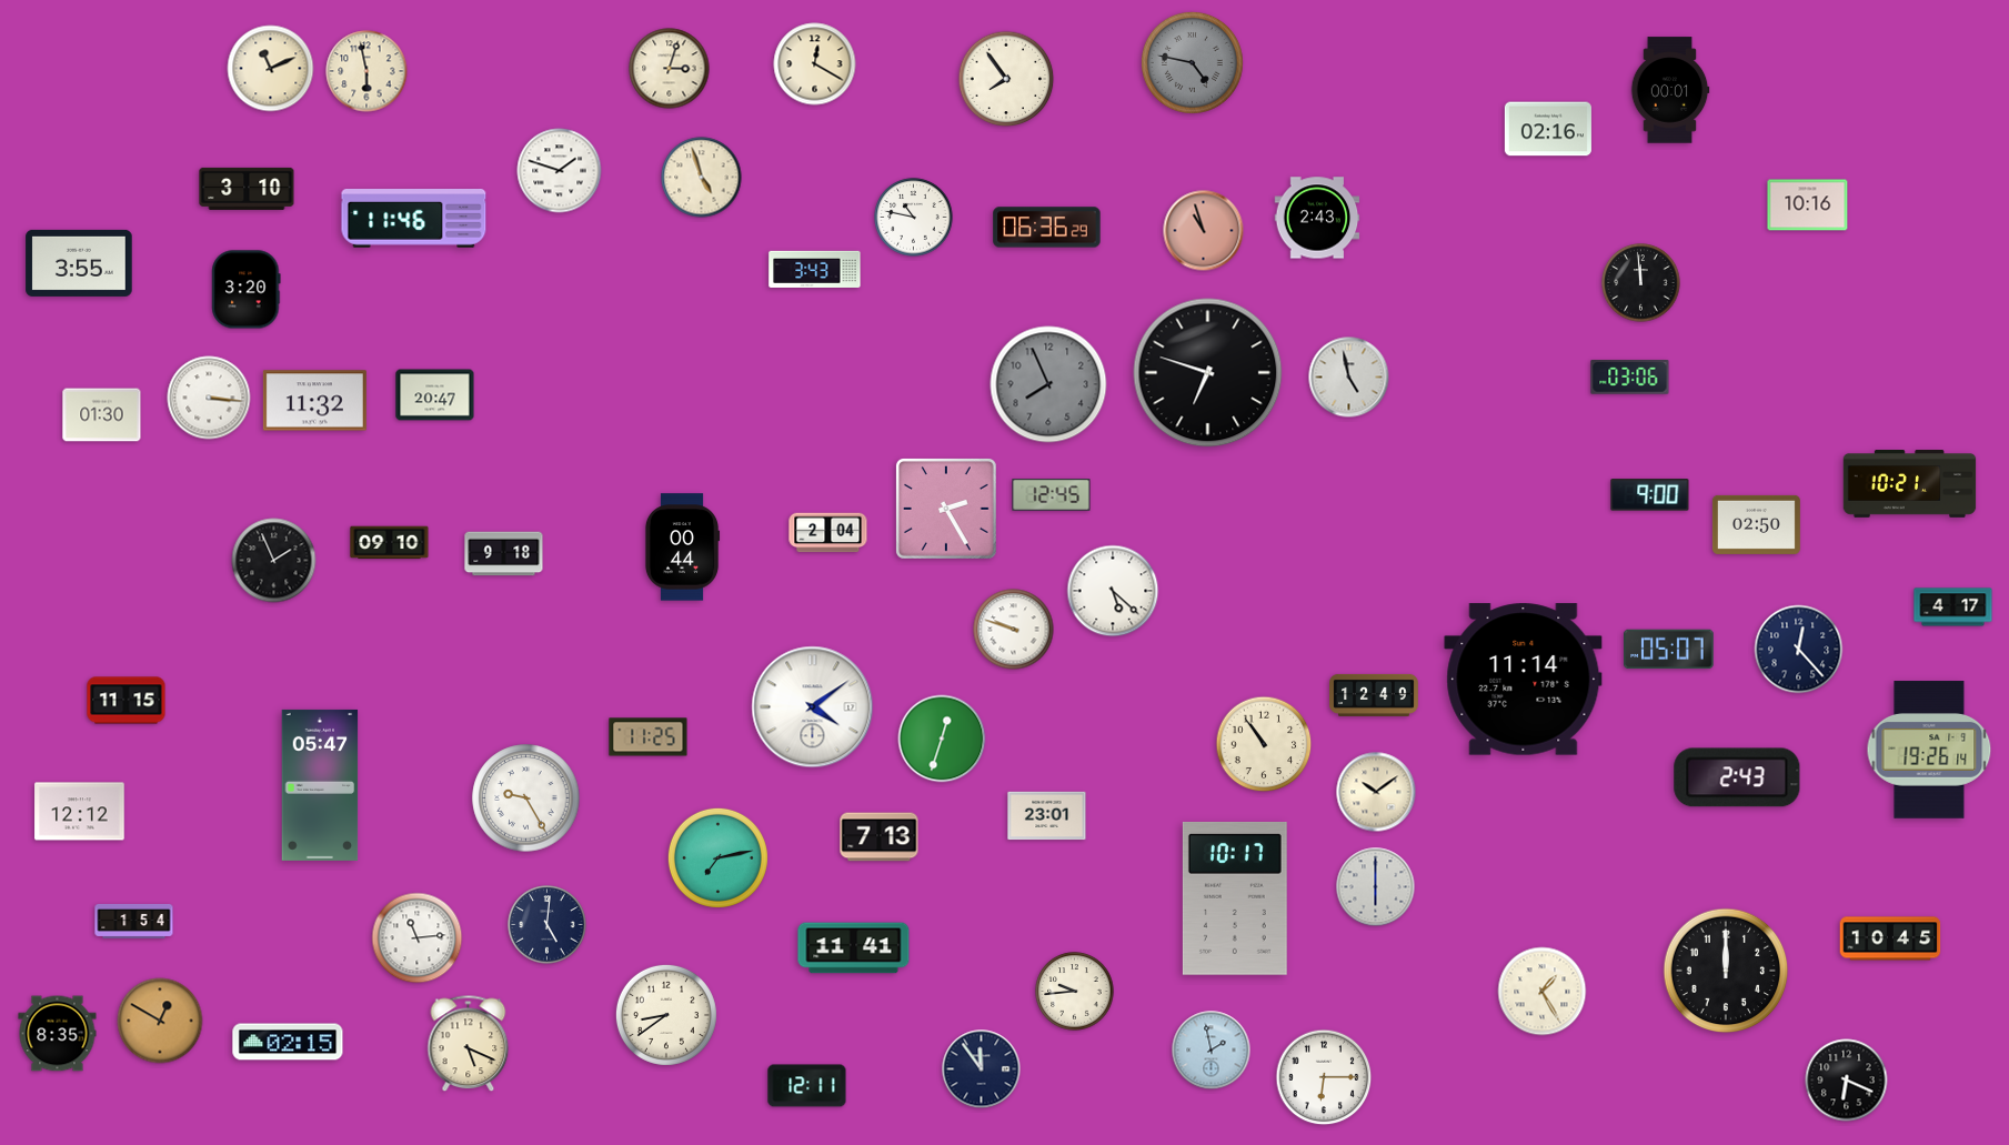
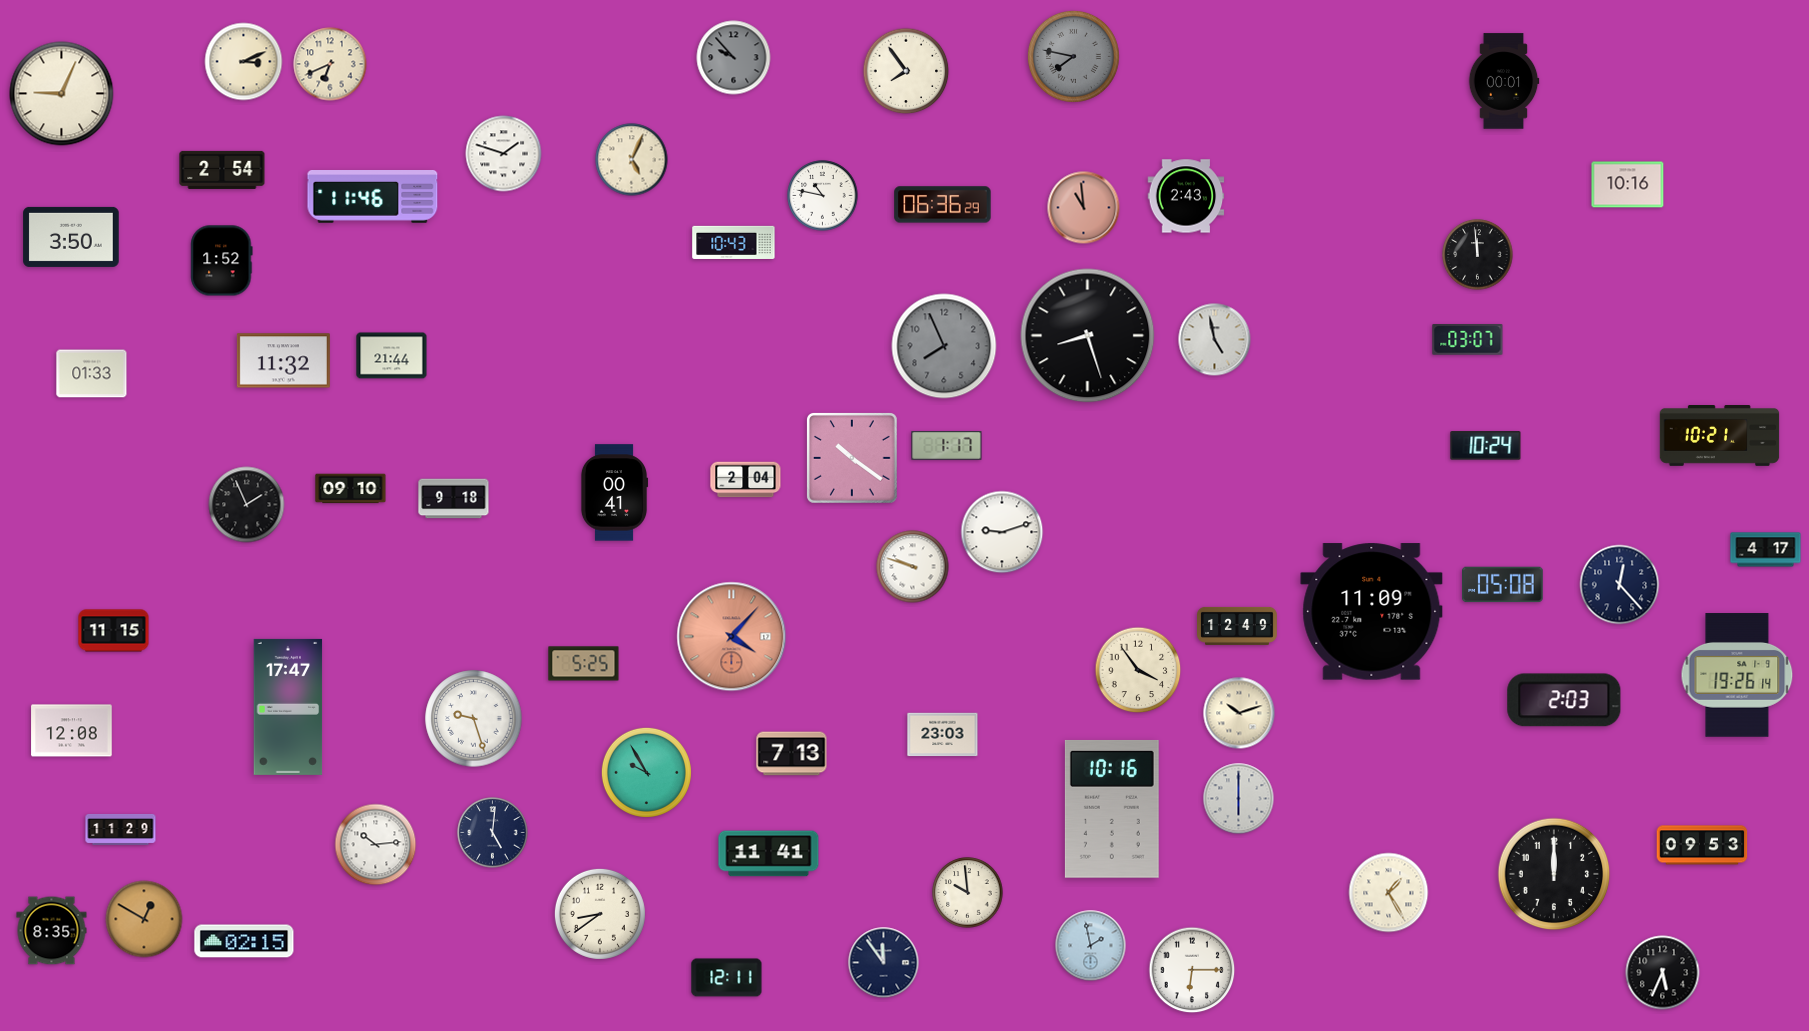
clock at (1192, 62): 4:47 -> 7:47
clock at (815, 64): 12:20 -> 9:53
clock at (815, 64) dial: cream -> grey
clock at (271, 69): 11:11 -> 3:11
clock at (670, 69): 3:03 -> none
clock at (366, 71): 5:58 -> 6:41
clock at (62, 94): none -> 9:04
clock at (1548, 129): 02:16 -> none
clock at (702, 178): 4:57 -> 5:04
clock at (247, 189): 3:10 -> 2:54
clock at (1204, 231): 10:57 -> 10:59
clock at (79, 263): 3:55 -> 3:50
clock at (815, 269): 3:43 -> 10:43
clock at (247, 290): 3:20 -> 1:52
clock at (1208, 373): 6:48 -> 8:27
clock at (1630, 378): 03:06 -> 03:07
clock at (435, 395): 20:47 -> 21:44
clock at (209, 398): 3:16 -> none
clock at (102, 415): 01:30 -> 01:33
clock at (1052, 495): 12:45 -> 1:17
clock at (1650, 495): 9:00 -> 10:24
clock at (947, 510): 2:25 -> 10:21
clock at (1756, 524): 02:50 -> none
clock at (682, 548): 00:44 -> 00:41
clock at (1113, 591): 5:22 -> 9:12
clock at (1953, 607) position: (1953, 607) -> (1766, 550)
clock at (1669, 650): 05:07 -> 05:08
clock at (1524, 680): 11:14 -> 11:09
clock at (813, 707): 4:09 -> 4:07
clock at (813, 707) dial: white -> salmon
clock at (649, 737): 11:25 -> 5:25
clock at (942, 739): 12:33 -> none
clock at (1264, 744): 10:54 -> 3:54
clock at (1737, 777): 2:43 -> 2:03
clock at (320, 785): 05:47 -> 17:47
clock at (1376, 792): 10:09 -> 10:12
clock at (526, 799): 9:25 -> 9:27
clock at (80, 812): 12:12 -> 12:08
clock at (1047, 816): 23:01 -> 23:03
clock at (717, 857): 7:13 -> 9:55
clock at (1235, 898): 10:17 -> 10:16
clock at (134, 921): 1:54 -> 11:29
clock at (418, 938): 11:14 -> 10:14
clock at (1890, 938): 10:45 -> 09:53
clock at (1075, 992): 9:44 -> 9:59
clock at (288, 1042) position: (288, 1042) -> (244, 941)
clock at (469, 1044): 5:19 -> none
clock at (1847, 1081): 6:19 -> 5:34
